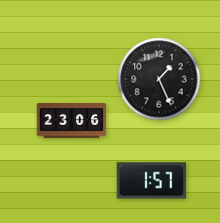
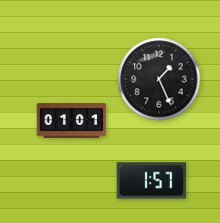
clock at (72, 121): 23:06 -> 01:01
